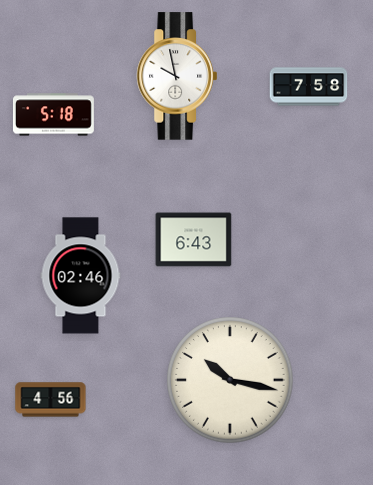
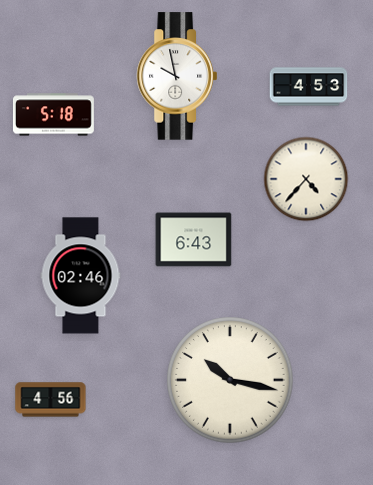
clock at (309, 87): 7:58 -> 4:53
clock at (306, 179): none -> 4:37
